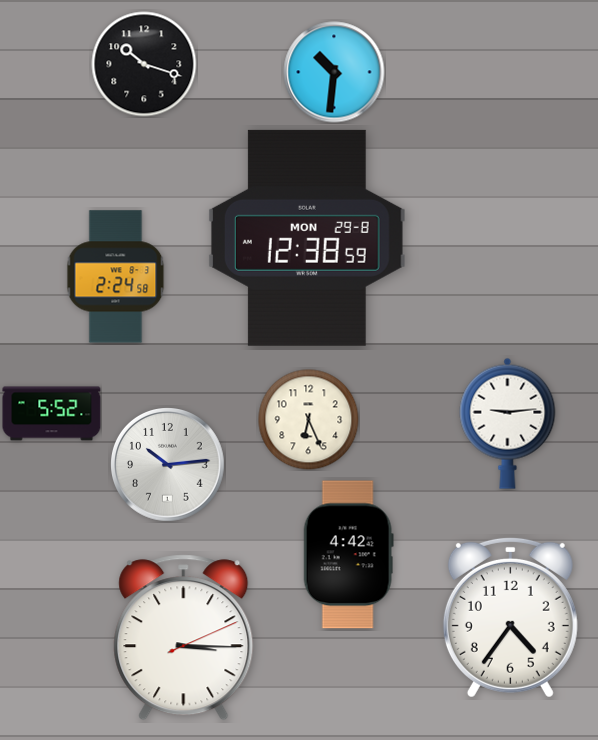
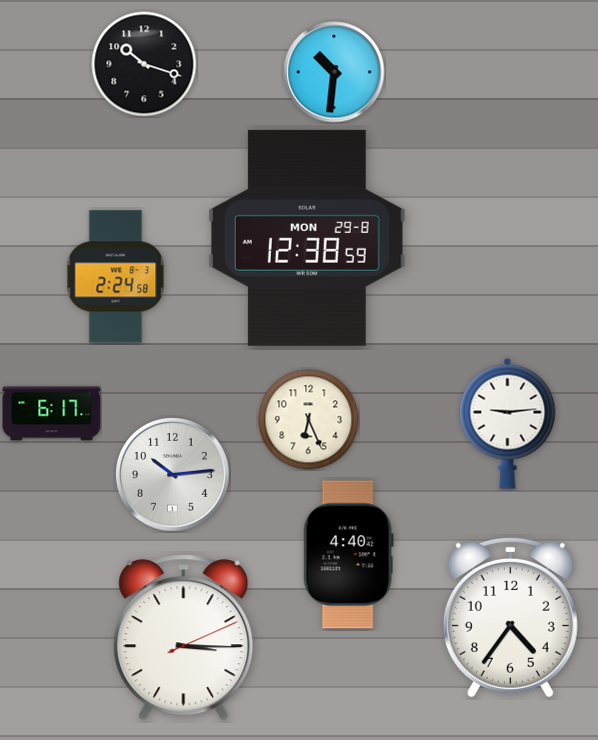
clock at (52, 414): 5:52 -> 6:17
clock at (168, 465) position: (168, 465) -> (173, 475)
clock at (348, 555): 4:42 -> 4:40
